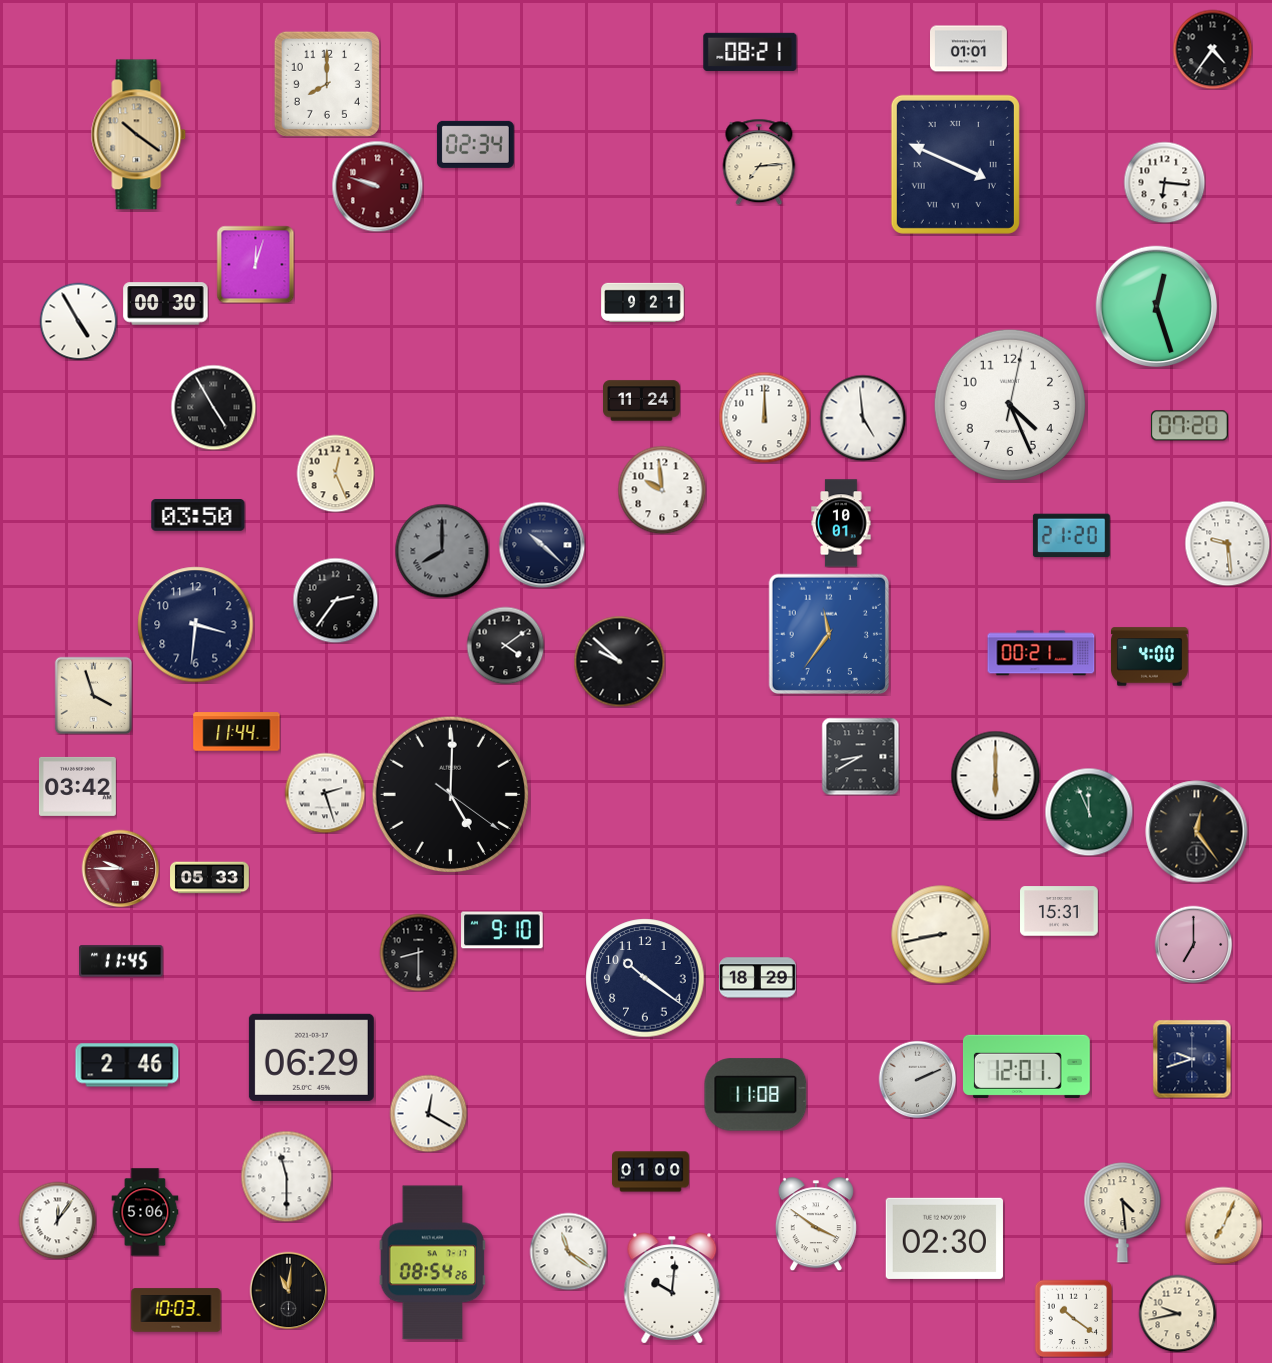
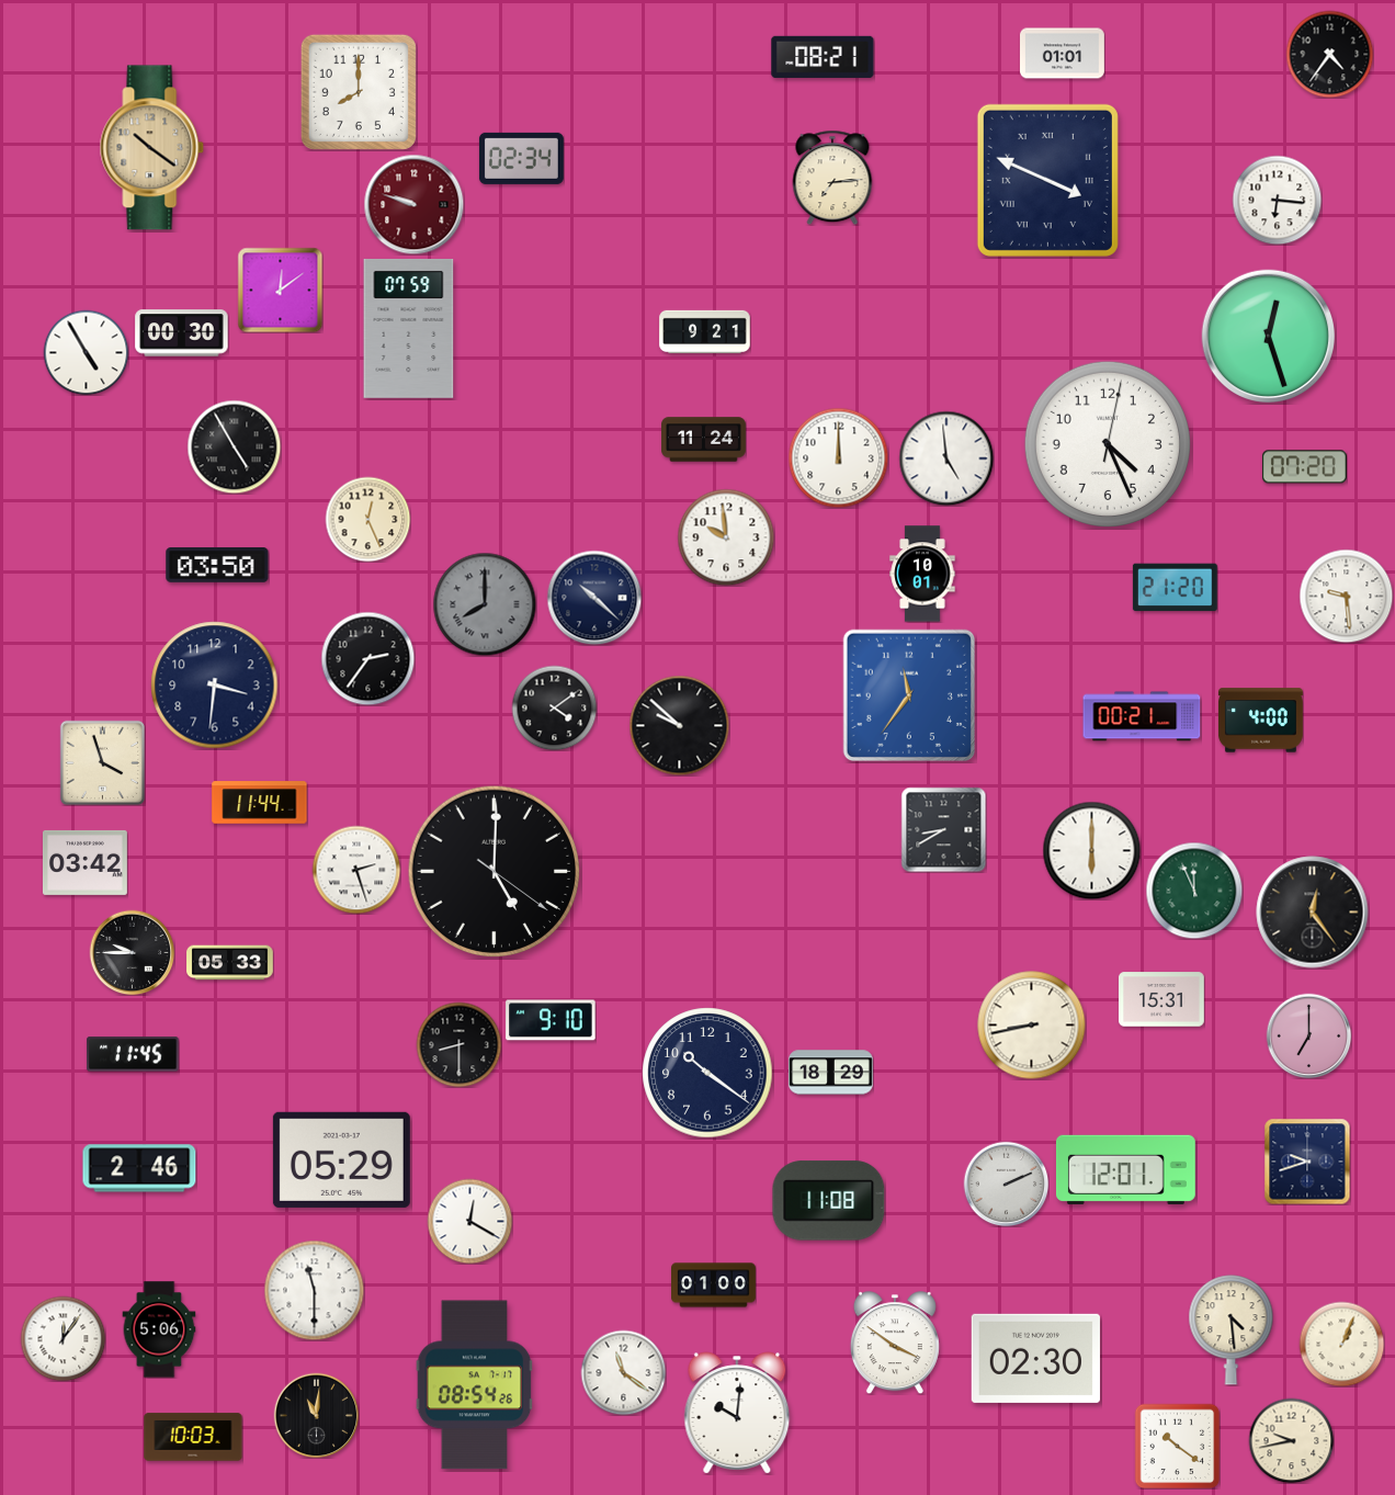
clock at (255, 264): 12:03 -> 12:09
clock at (409, 328): none -> 07:59
clock at (120, 868) dial: burgundy -> black
clock at (311, 1057): 06:29 -> 05:29
clock at (1223, 1225): 7:04 -> 1:04
